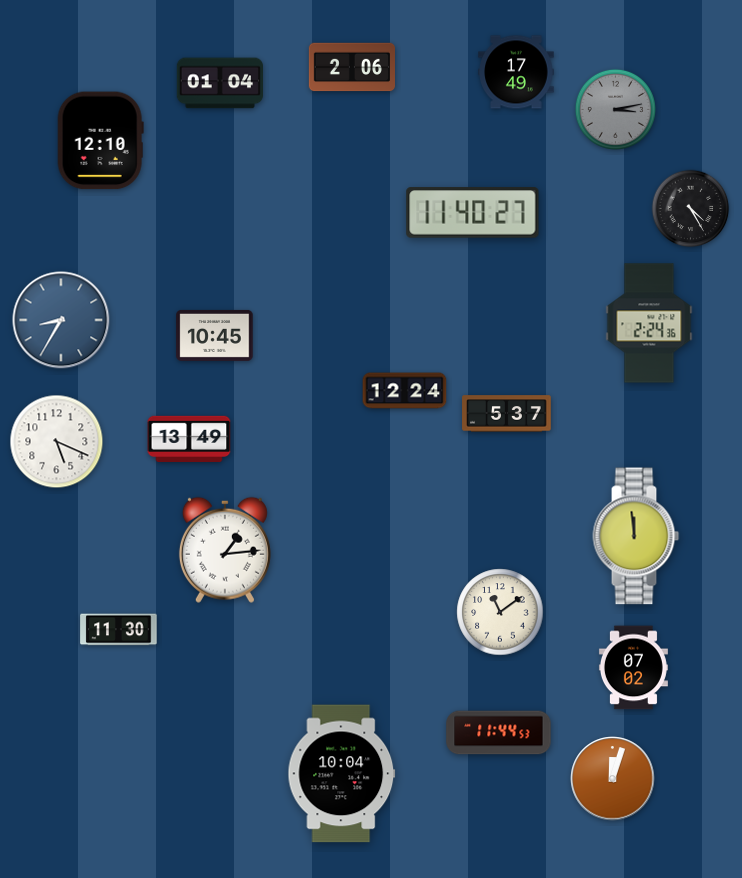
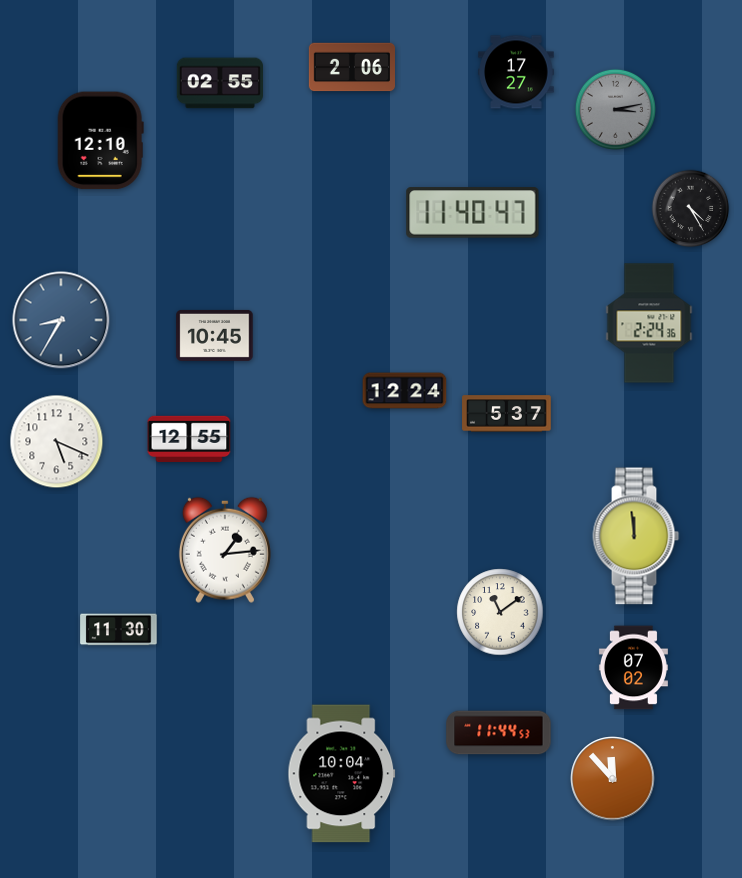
clock at (516, 72): 17:49 -> 17:27
clock at (219, 83): 01:04 -> 02:55
clock at (473, 213): 11:40:27 -> 11:40:47
clock at (189, 438): 13:49 -> 12:55
clock at (613, 779): 12:03 -> 11:53
